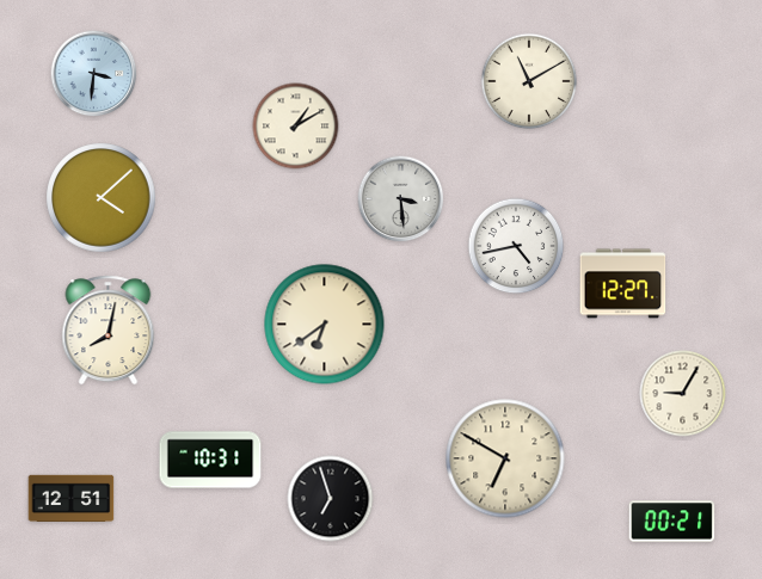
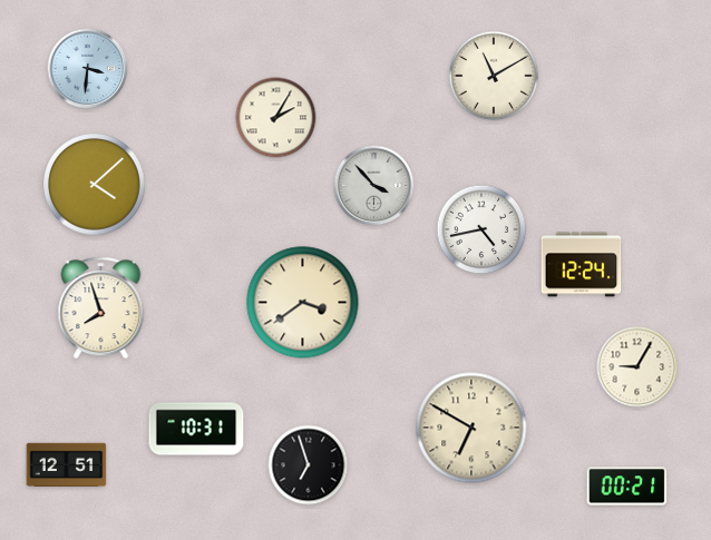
clock at (296, 127): 1:10 -> 2:05
clock at (401, 199): 3:29 -> 3:53
clock at (623, 284): 12:27 -> 12:24
clock at (325, 325): 6:39 -> 3:39
clock at (109, 331): 8:02 -> 7:57
